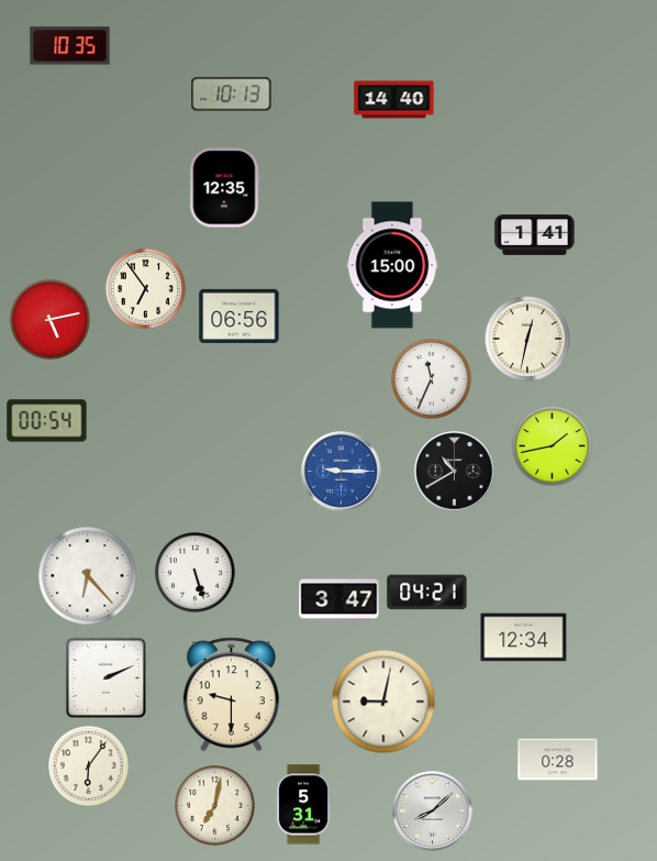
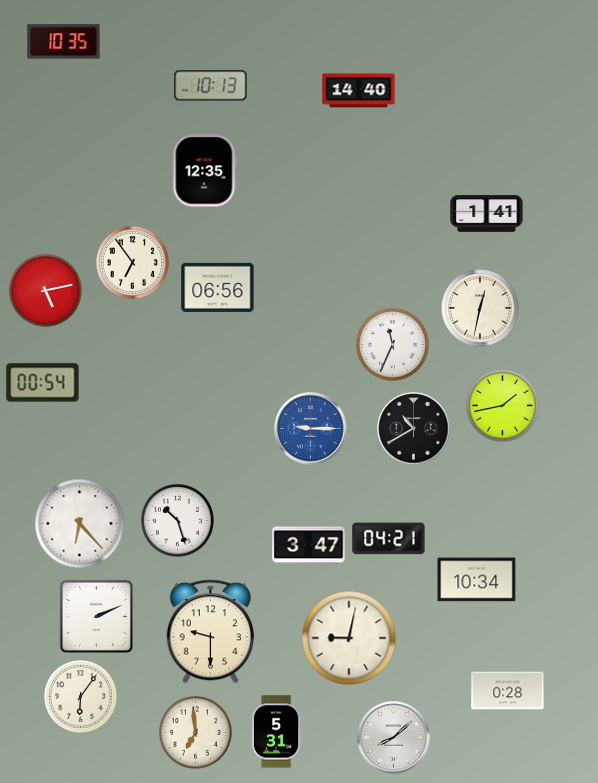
clock at (392, 265): 15:00 -> none
clock at (194, 572): 5:27 -> 10:27
clock at (524, 638): 12:34 -> 10:34
clock at (214, 805): 7:02 -> 6:59
